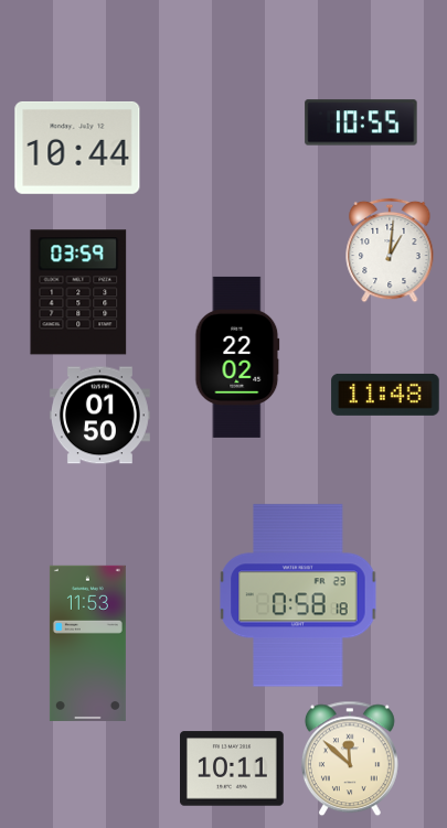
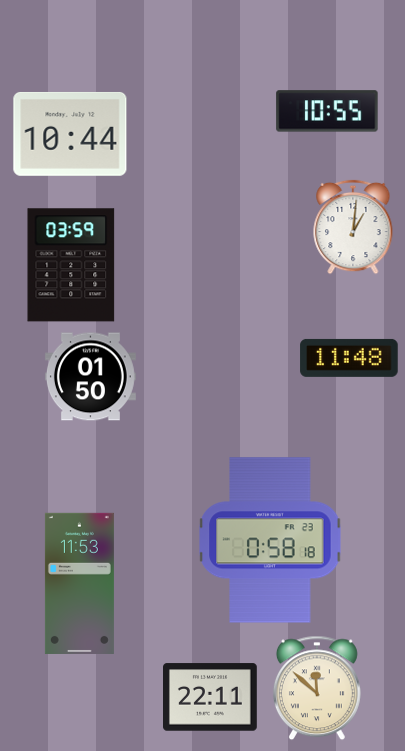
clock at (237, 357): 22:02 -> none
clock at (233, 768): 10:11 -> 22:11
